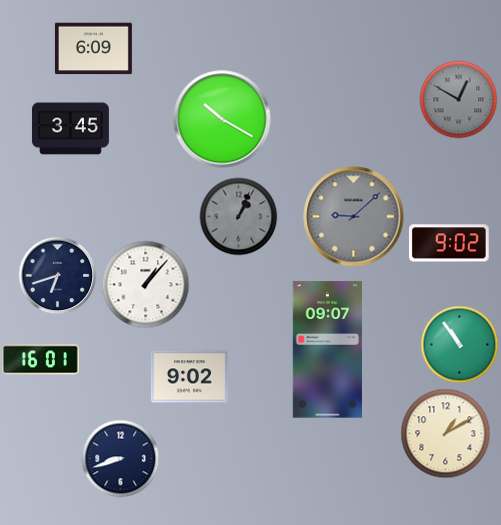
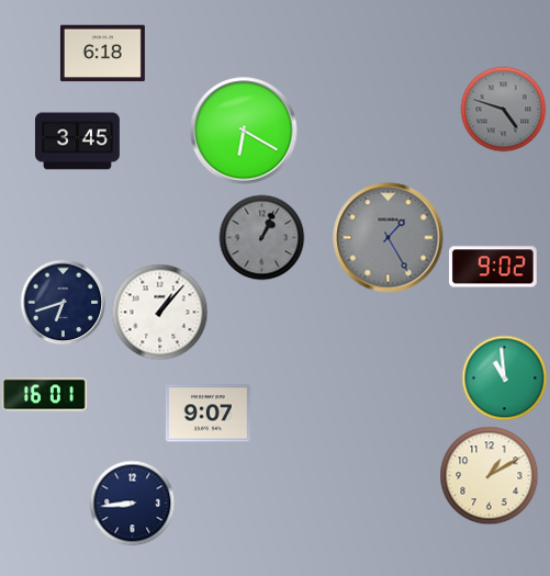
clock at (93, 49): 6:09 -> 6:18
clock at (458, 99): 12:50 -> 4:48
clock at (222, 119): 10:20 -> 6:20
clock at (354, 217): 9:08 -> 1:25
clock at (459, 344): 10:54 -> 10:59
clock at (327, 350): 09:07 -> none
clock at (189, 377): 9:02 -> 9:07
clock at (120, 458): 8:42 -> 8:44
